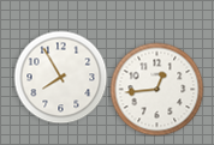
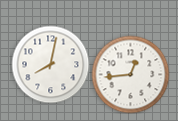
clock at (60, 77): 7:55 -> 8:02
